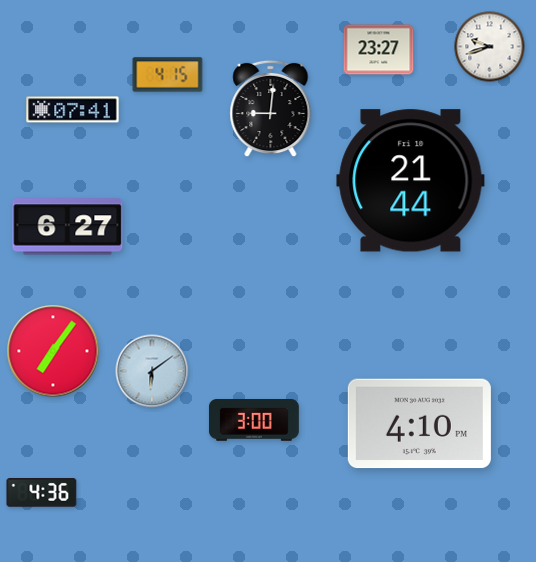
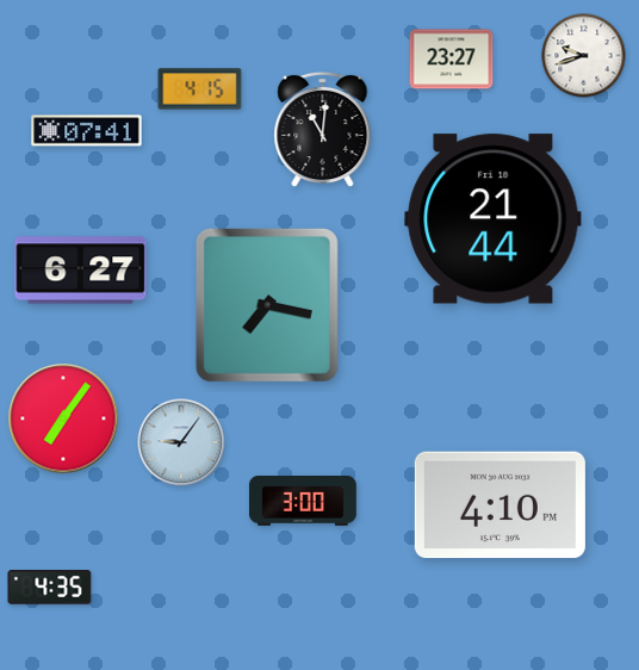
clock at (271, 109): 9:01 -> 11:01
clock at (411, 181) position: (411, 181) -> (494, 219)
clock at (267, 305): none -> 7:17
clock at (152, 371): 6:09 -> 9:06
clock at (42, 493): 4:36 -> 4:35
